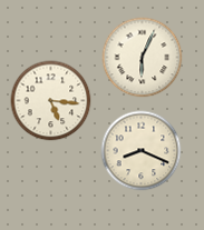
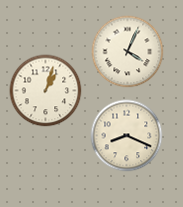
clock at (143, 58): 6:04 -> 4:04
clock at (51, 101): 5:16 -> 1:03
